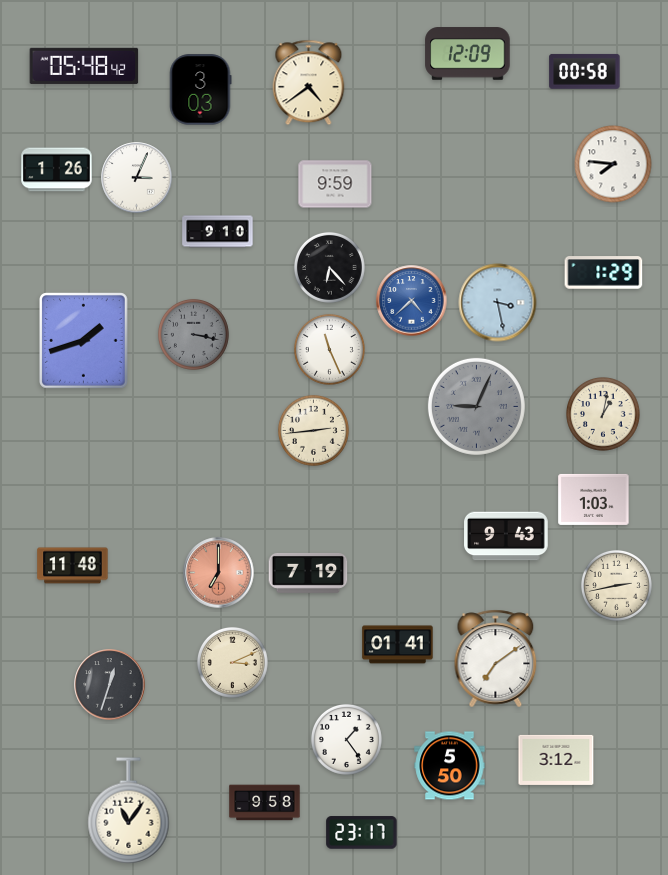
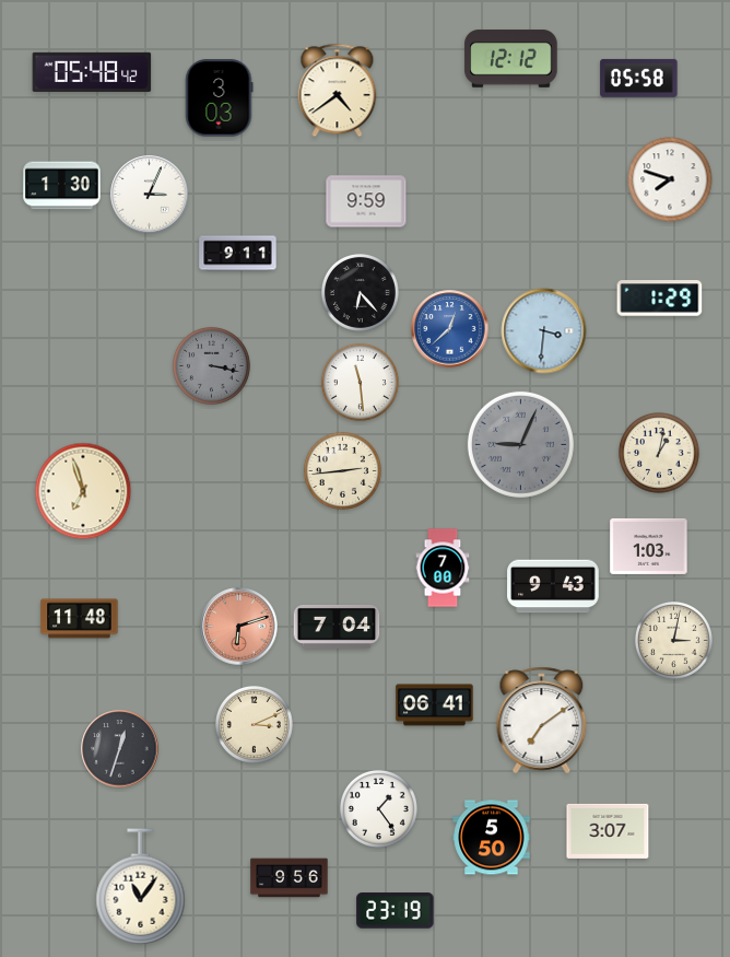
clock at (468, 54): 12:09 -> 12:12
clock at (585, 71): 00:58 -> 05:58
clock at (613, 164): 7:46 -> 7:48
clock at (57, 170): 1:26 -> 1:30
clock at (218, 232): 9:10 -> 9:11
clock at (412, 301): 4:38 -> 12:38
clock at (498, 303): 3:28 -> 3:31
clock at (84, 341): 1:42 -> none
clock at (329, 349): 11:26 -> 11:29
clock at (83, 491): none -> 6:57
clock at (443, 568): none -> 7:00
clock at (219, 573): 7:00 -> 6:12
clock at (308, 573): 7:19 -> 7:04
clock at (616, 585): 2:43 -> 3:02
clock at (398, 645): 01:41 -> 06:41
clock at (556, 760): 3:12 -> 3:07
clock at (265, 803): 9:58 -> 9:56
clock at (362, 833): 23:17 -> 23:19
